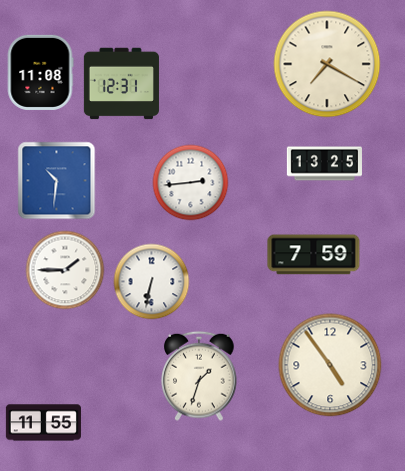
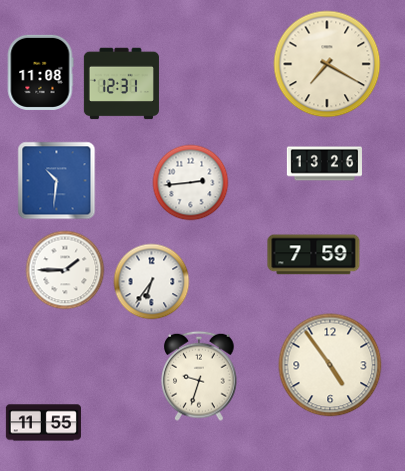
clock at (324, 164): 13:25 -> 13:26
clock at (152, 282): 6:32 -> 6:36
clock at (199, 376): 1:33 -> 9:33
